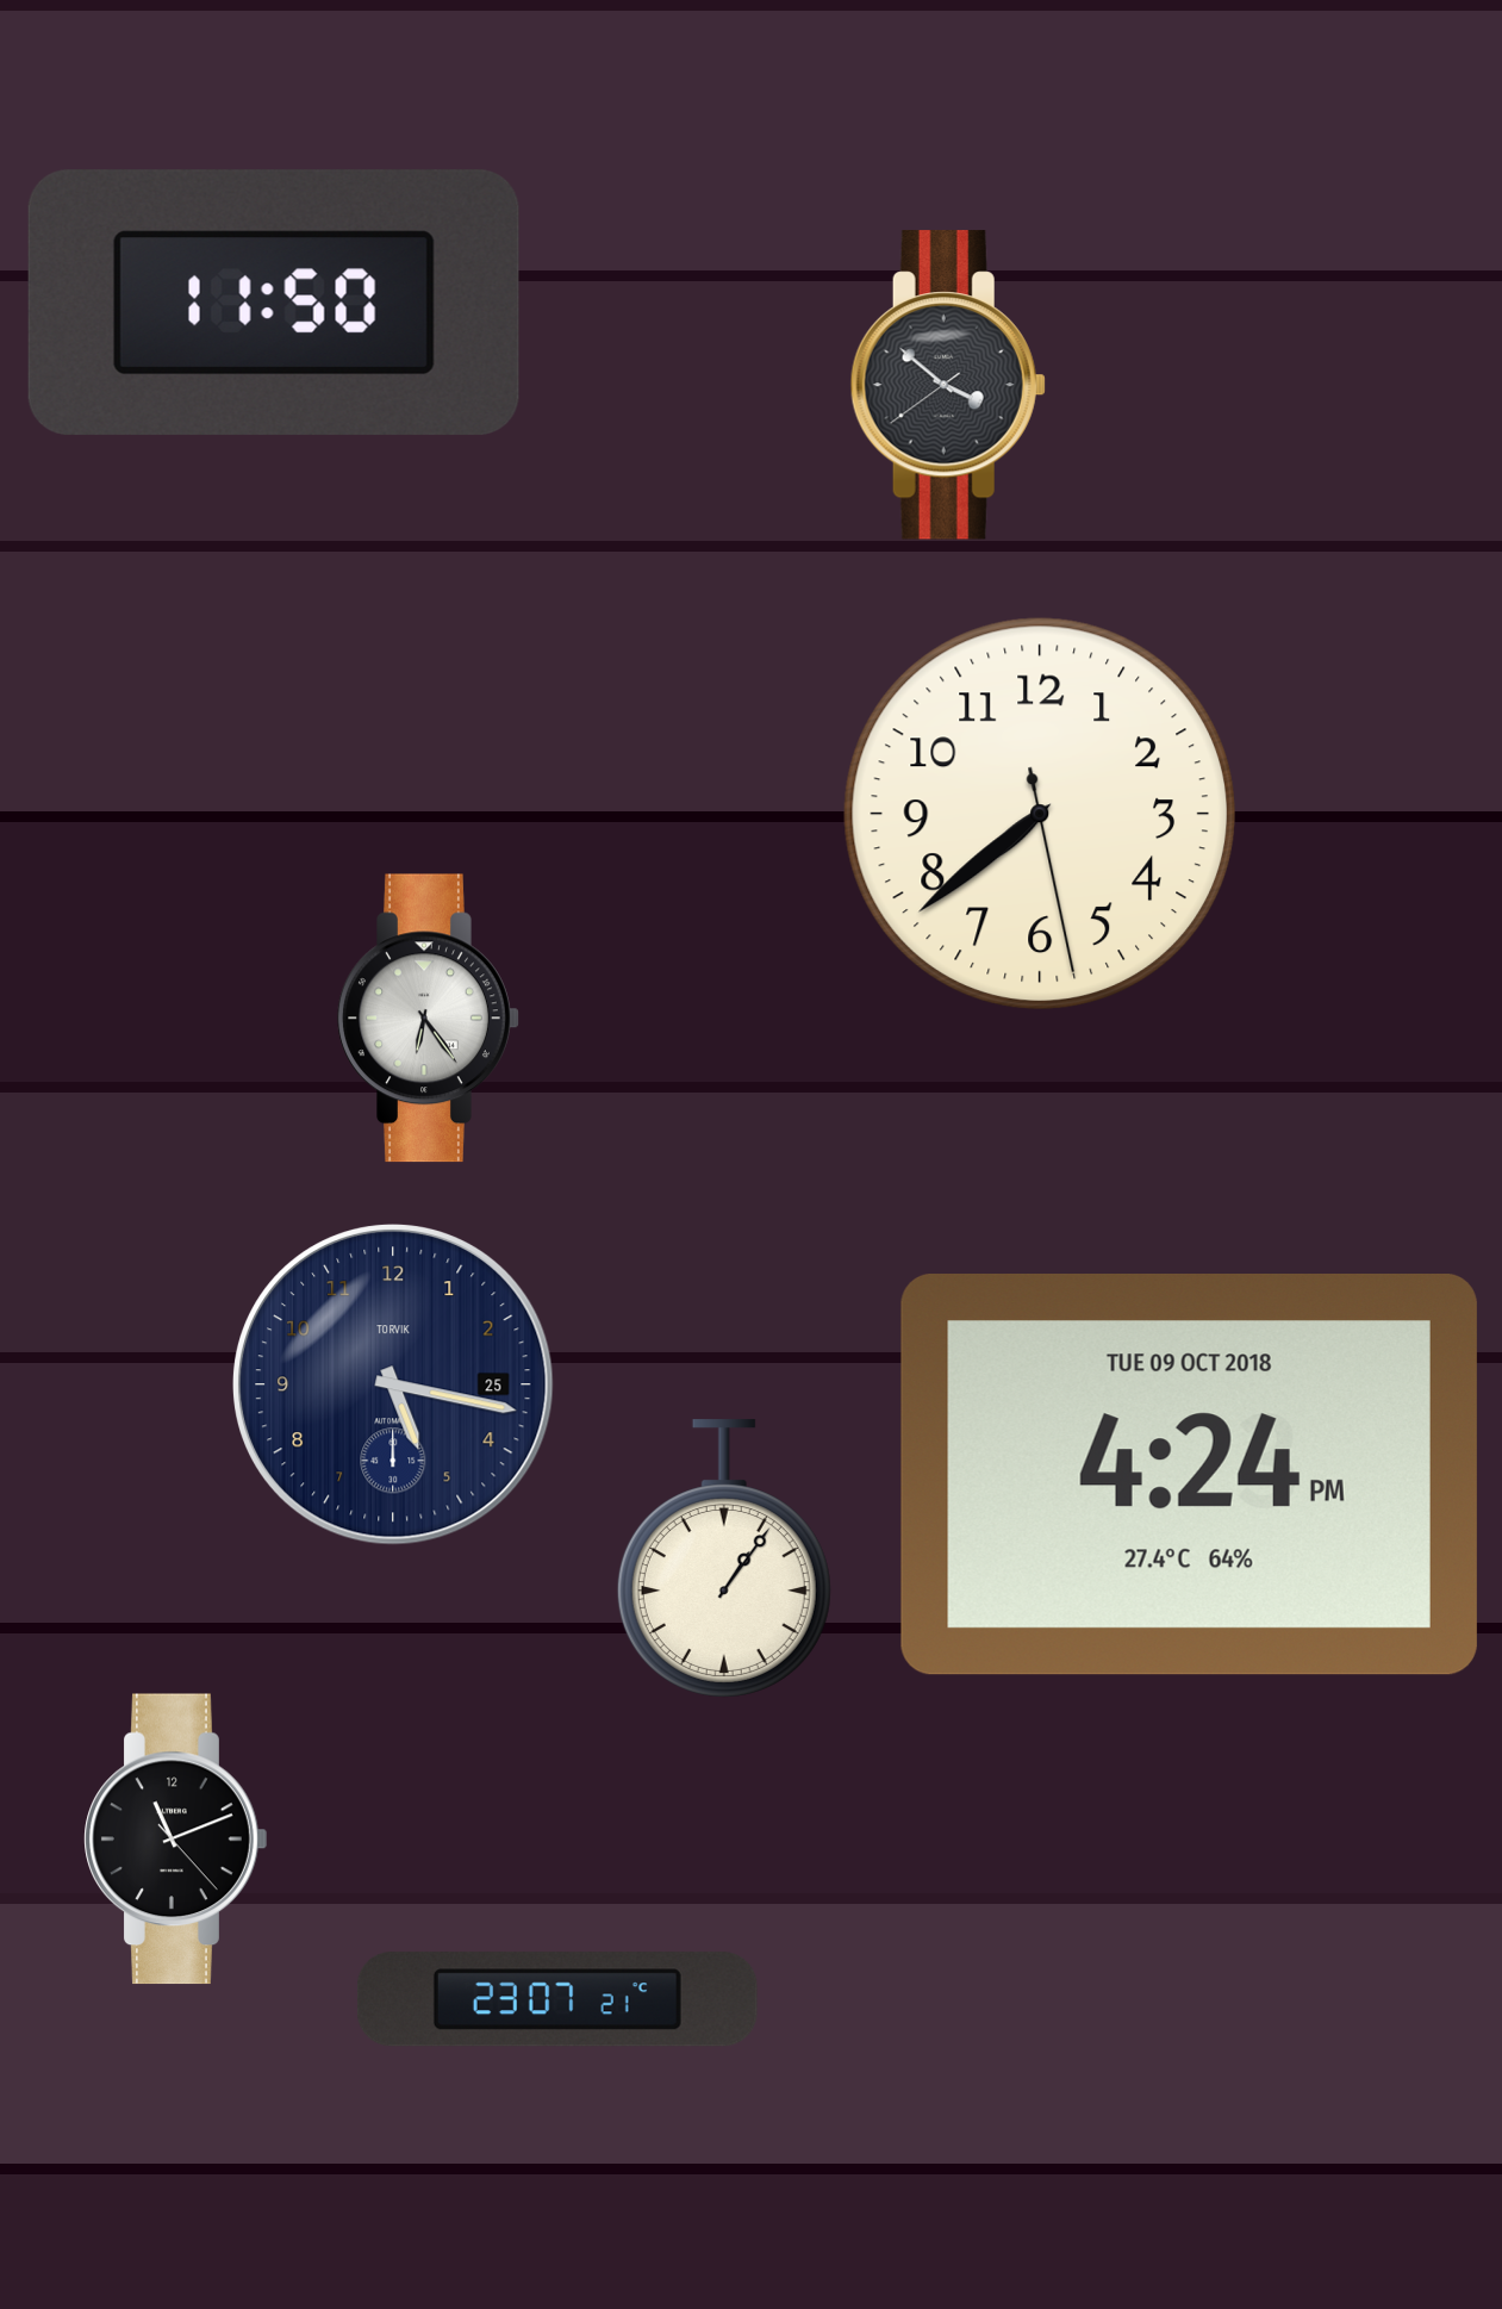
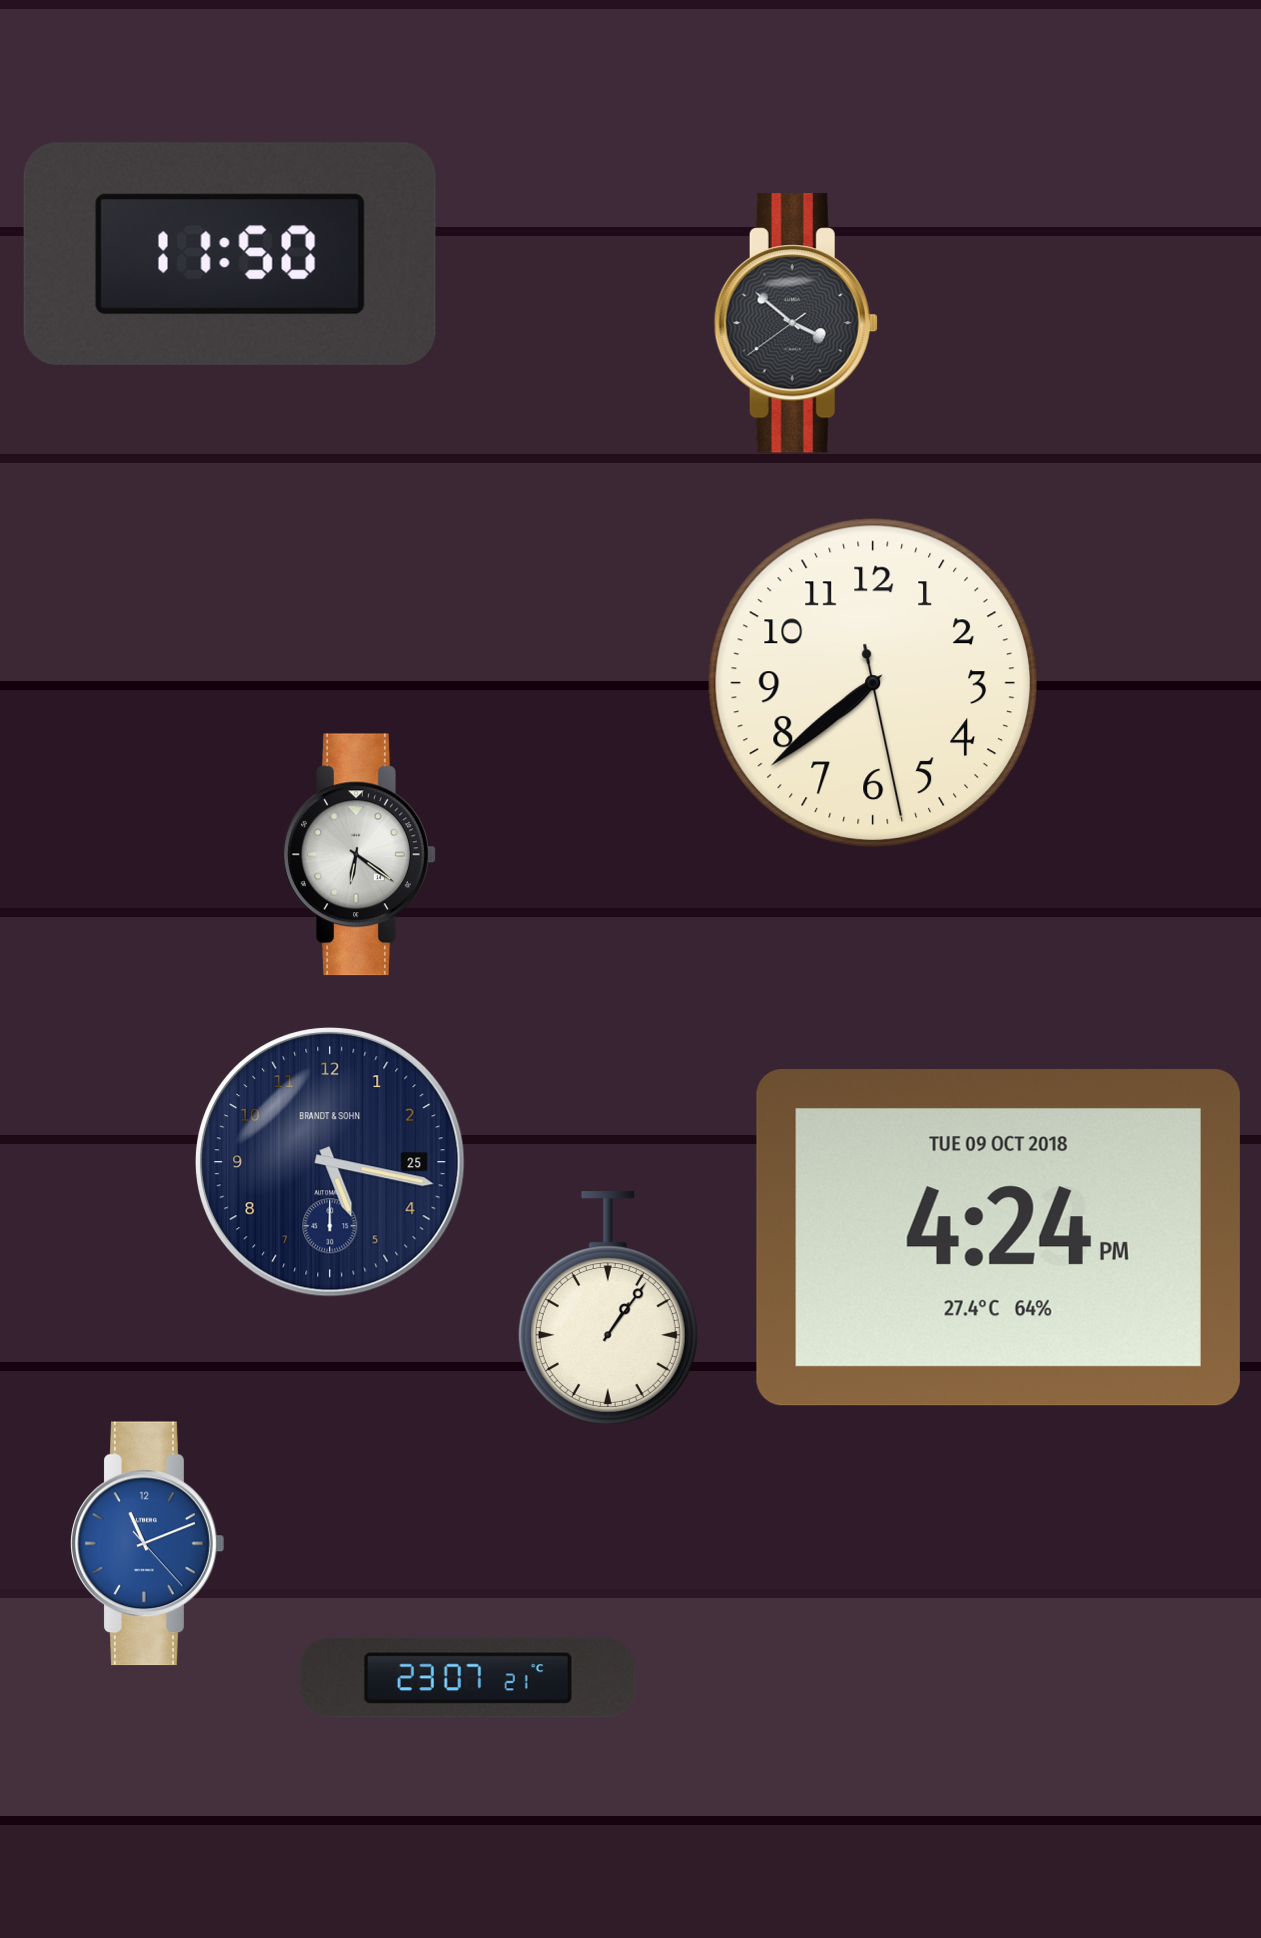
clock at (429, 1019): 6:24 -> 6:21
clock at (394, 1386) brand: TORVIK -> BRANDT & SOHN
clock at (176, 1840) dial: black -> blue
